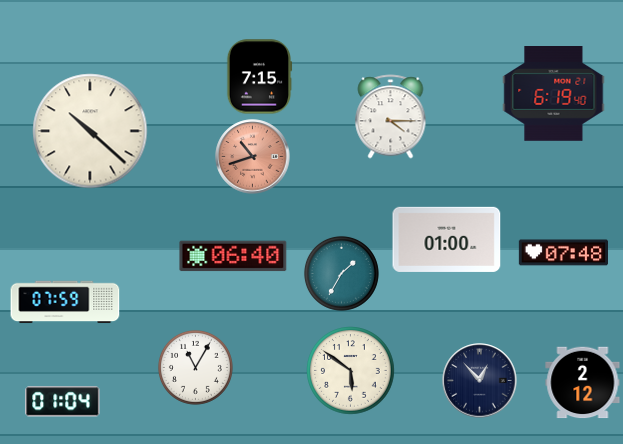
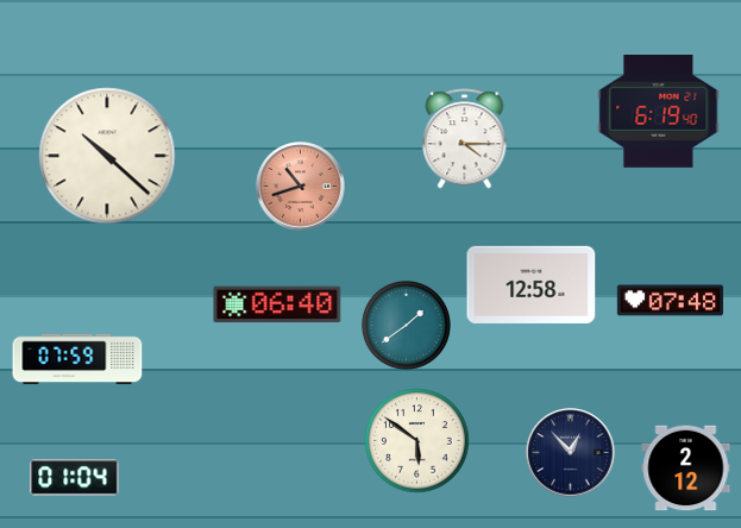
clock at (259, 77): 7:15 -> none
clock at (447, 239): 01:00 -> 12:58
clock at (341, 273): 1:35 -> 1:39
clock at (195, 367): 11:05 -> none
clock at (583, 383) position: (583, 383) -> (686, 469)
